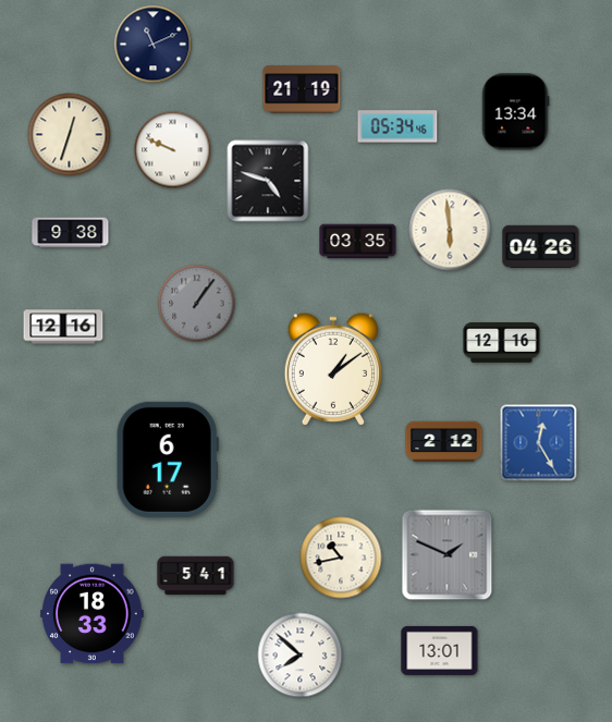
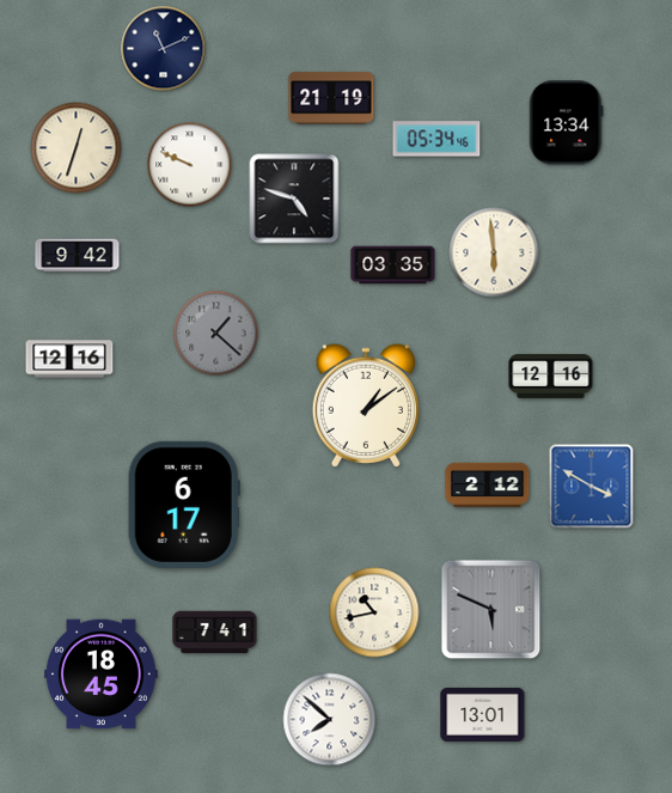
clock at (154, 45) position: (154, 45) -> (164, 49)
clock at (71, 233): 9:38 -> 9:42
clock at (541, 246): 04:26 -> none
clock at (197, 304): 1:06 -> 1:22
clock at (539, 443): 12:25 -> 3:50
clock at (448, 555): 1:49 -> 5:49
clock at (196, 576): 5:41 -> 7:41
clock at (93, 614): 18:33 -> 18:45
